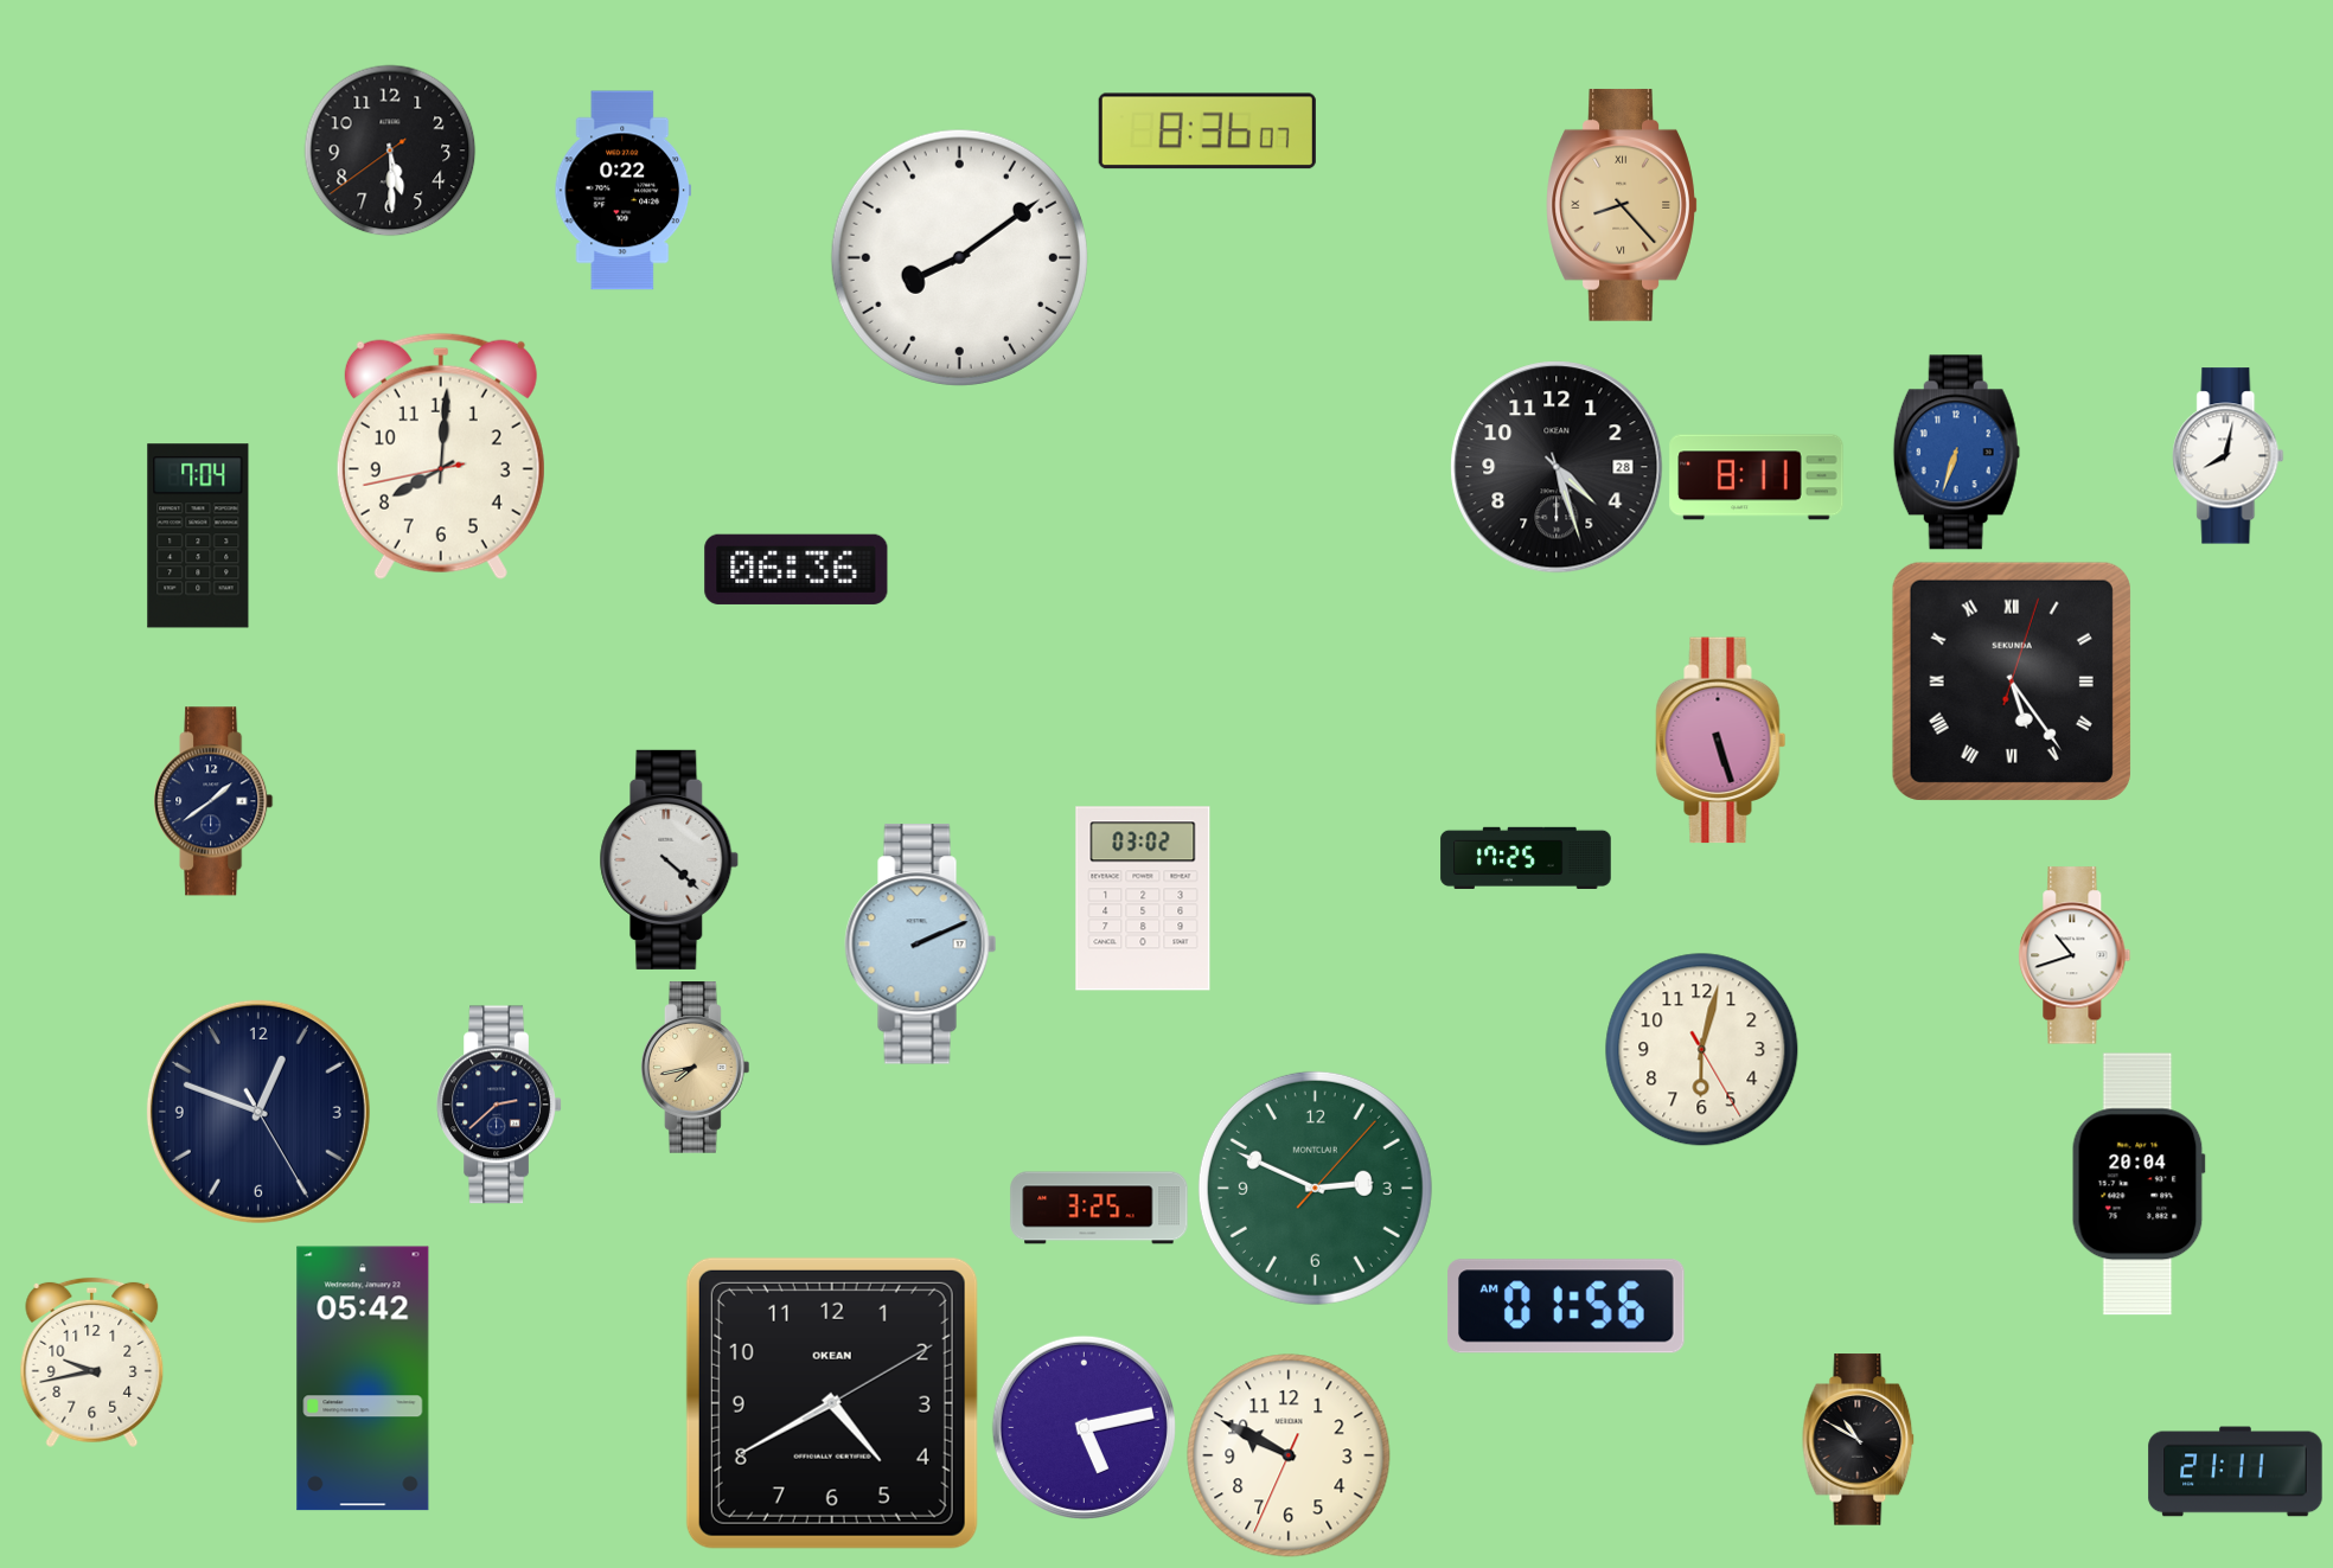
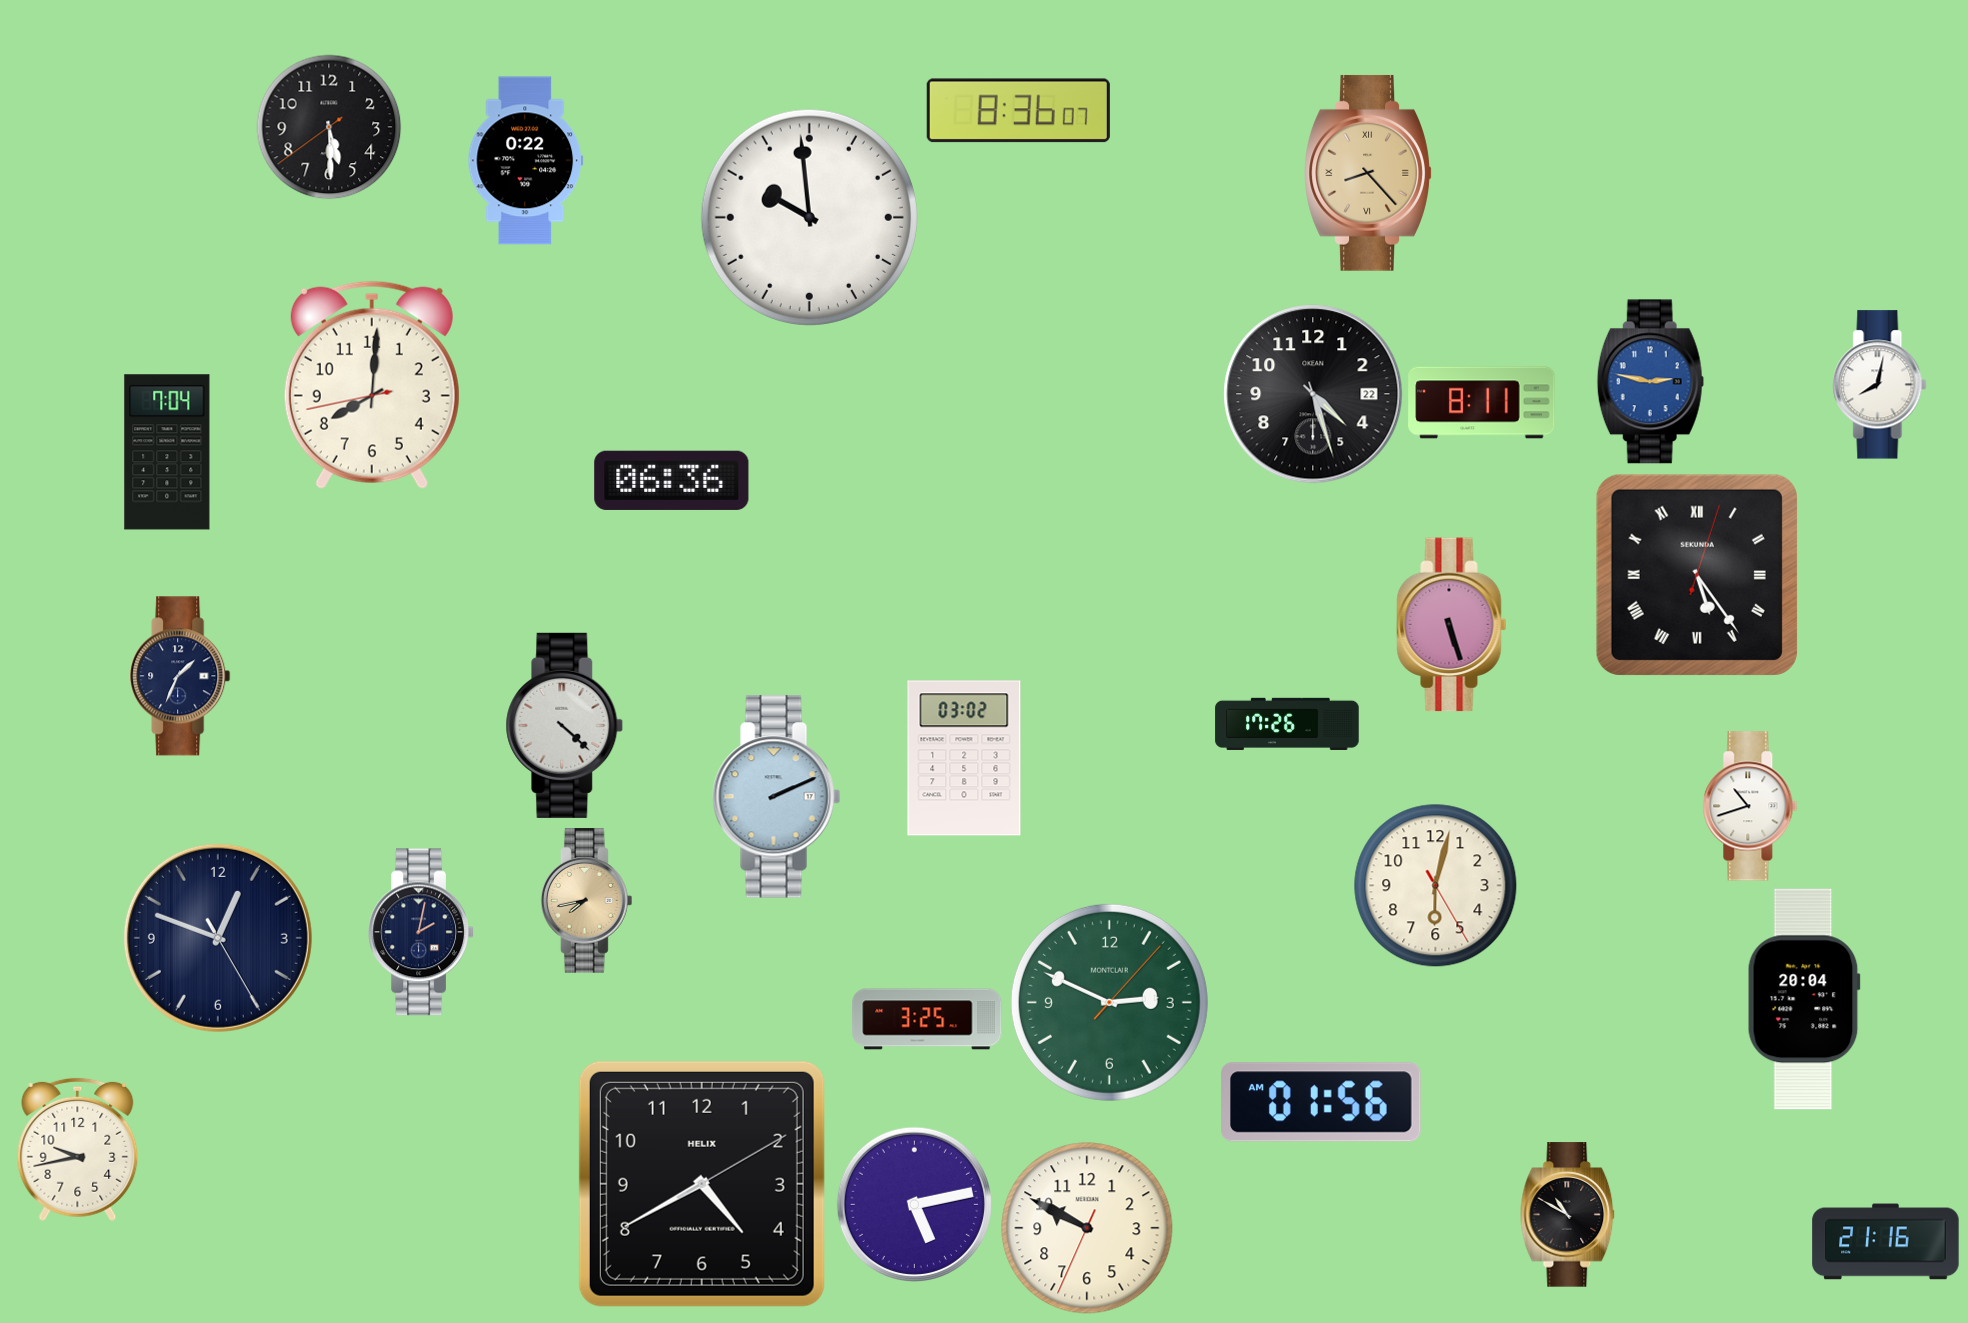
clock at (959, 257): 8:09 -> 9:59
clock at (1956, 453): 6:33 -> 2:47
clock at (1557, 467) date: 28 -> 22
clock at (213, 801): 1:39 -> 1:34
clock at (1526, 858): 17:25 -> 17:26
clock at (499, 1105): 2:38 -> 2:02
clock at (363, 1378): 05:42 -> none
clock at (832, 1403) brand: OKEAN -> HELIX
clock at (2236, 1472): 21:11 -> 21:16
